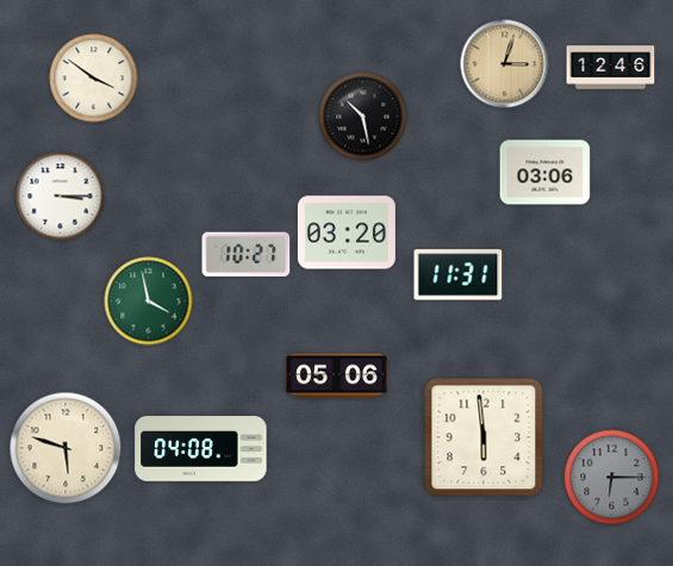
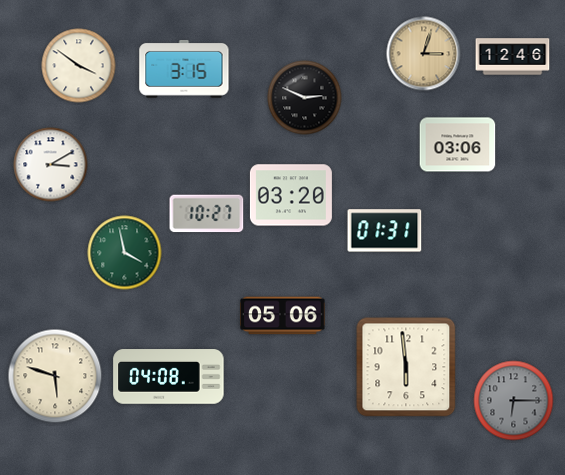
clock at (184, 69): none -> 3:15
clock at (363, 117): 10:28 -> 2:49
clock at (61, 197): 3:15 -> 3:10
clock at (459, 275): 11:31 -> 01:31
